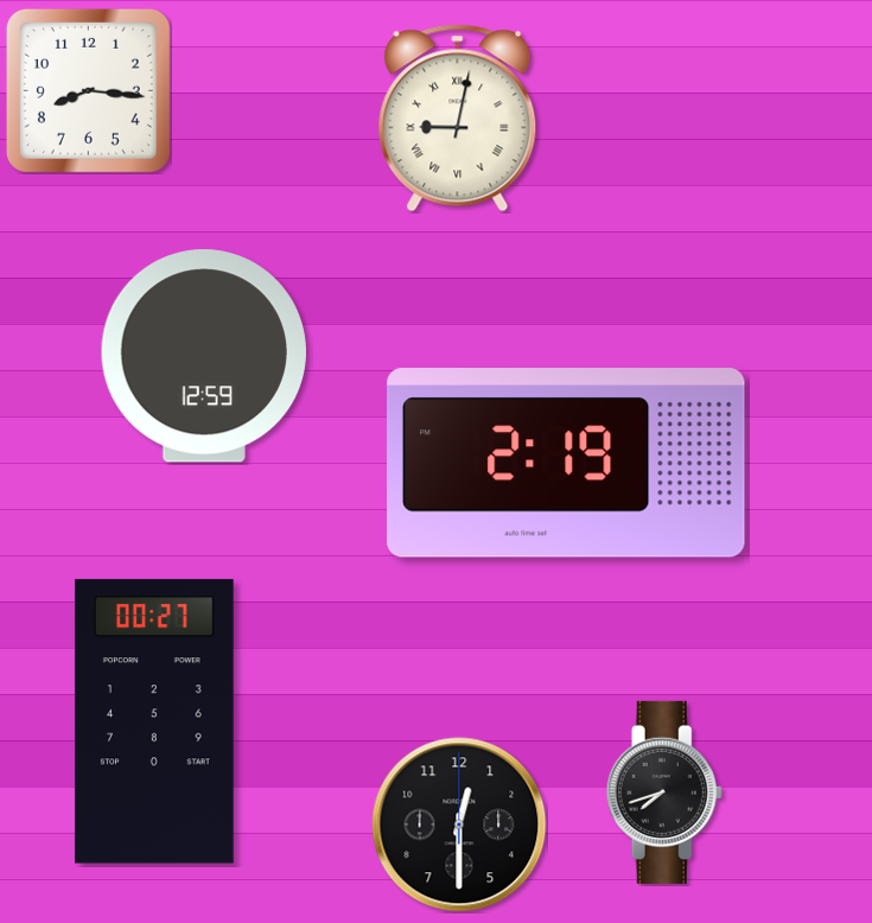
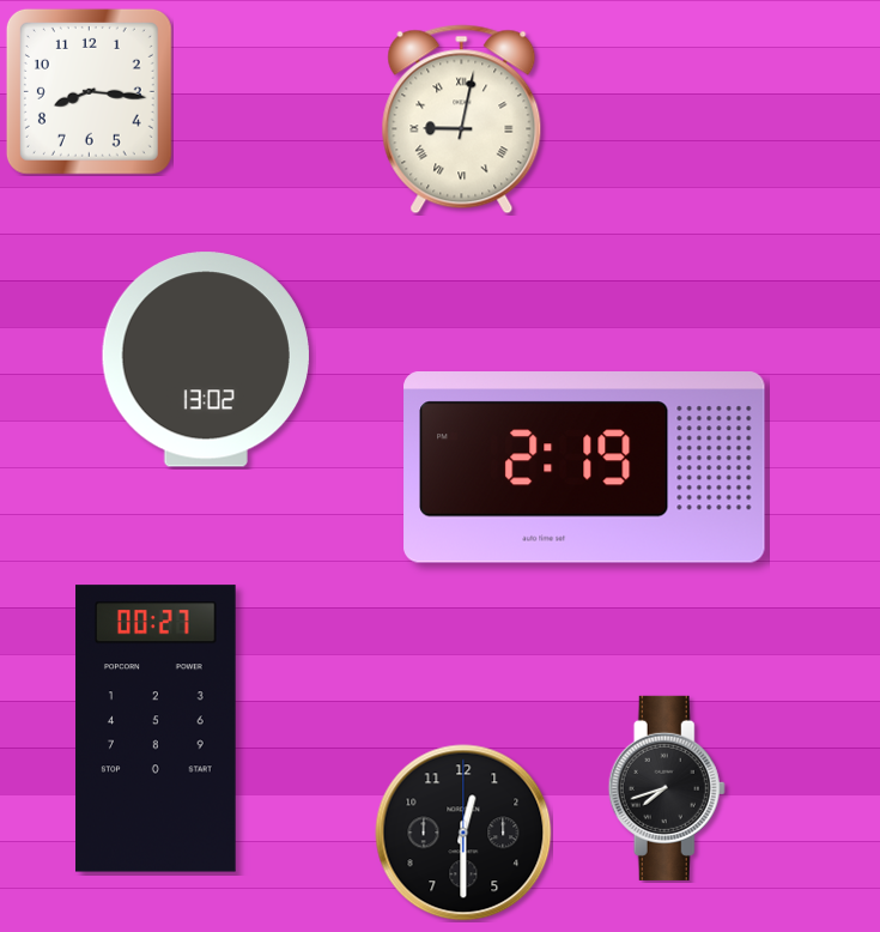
clock at (204, 356): 12:59 -> 13:02
clock at (566, 464) position: (566, 464) -> (584, 468)
clock at (664, 792) position: (664, 792) -> (667, 788)
